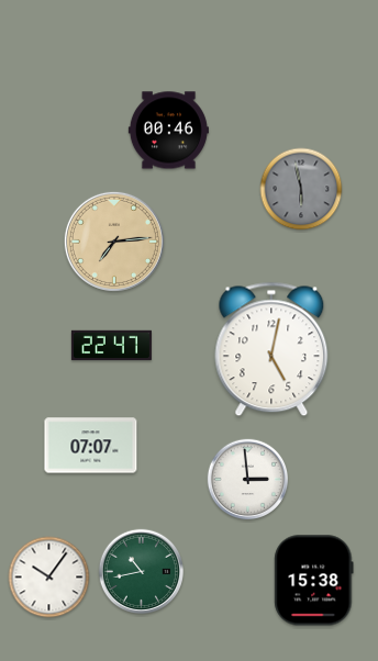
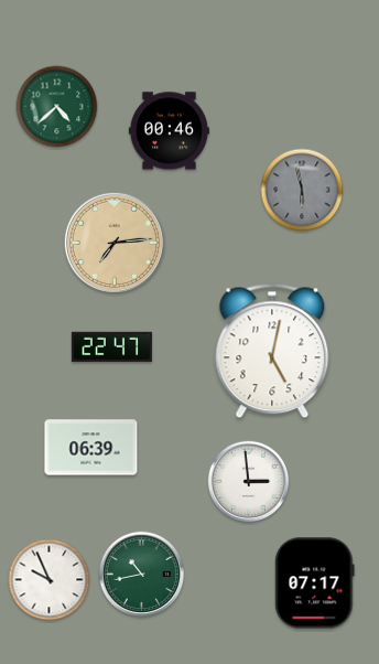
clock at (57, 107): none -> 4:38
clock at (91, 446): 07:07 -> 06:39
clock at (49, 578): 10:06 -> 9:56
clock at (314, 581): 15:38 -> 07:17
